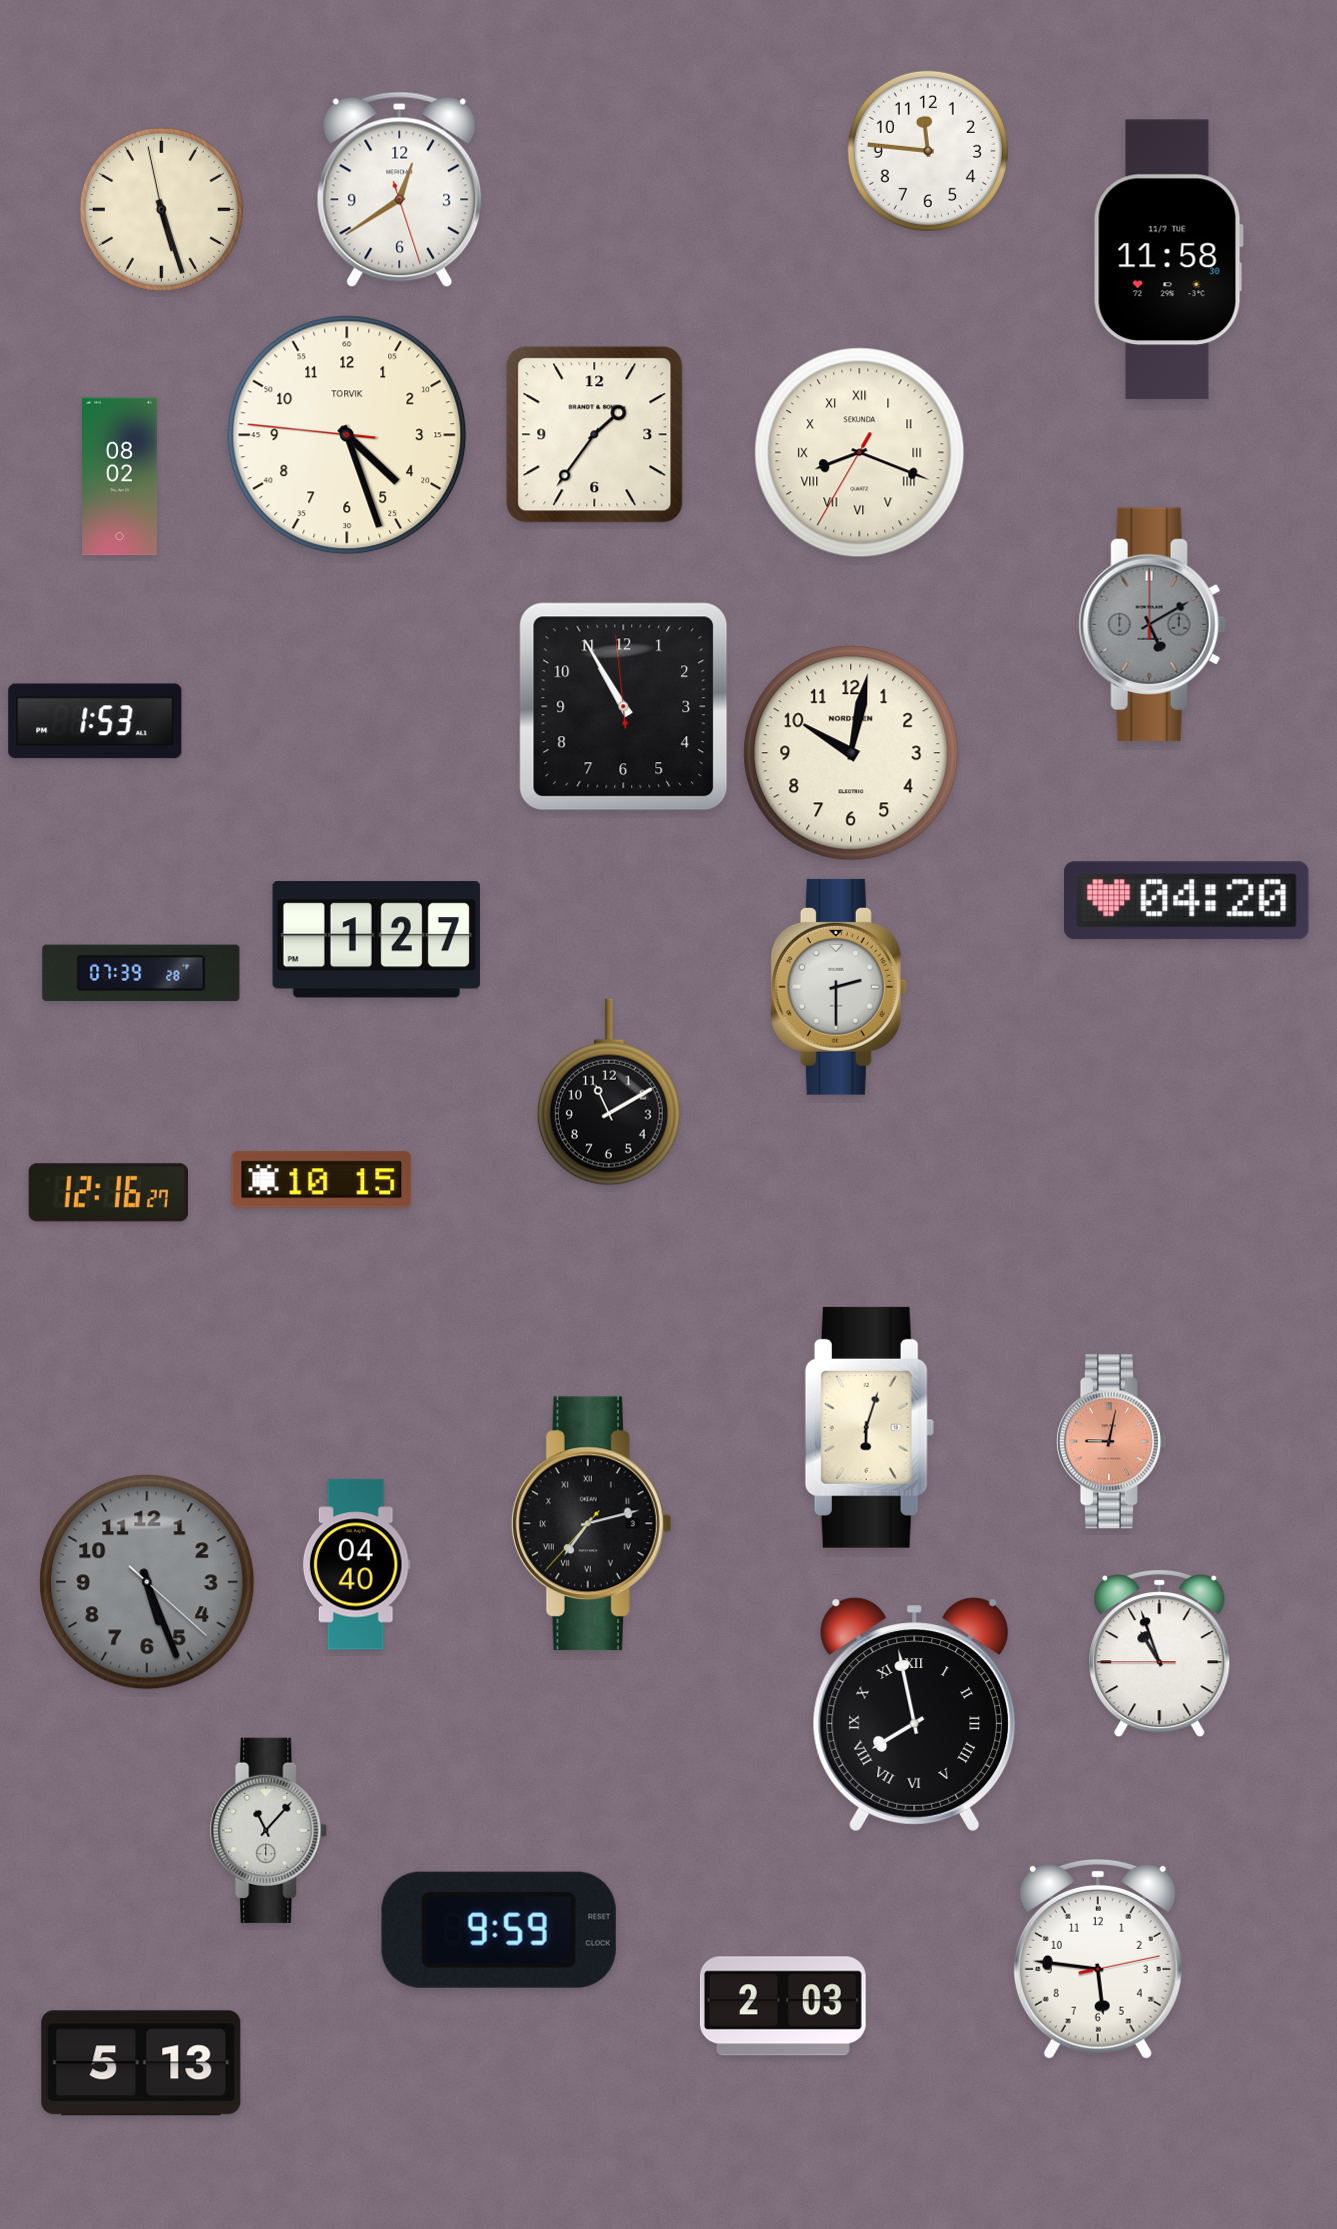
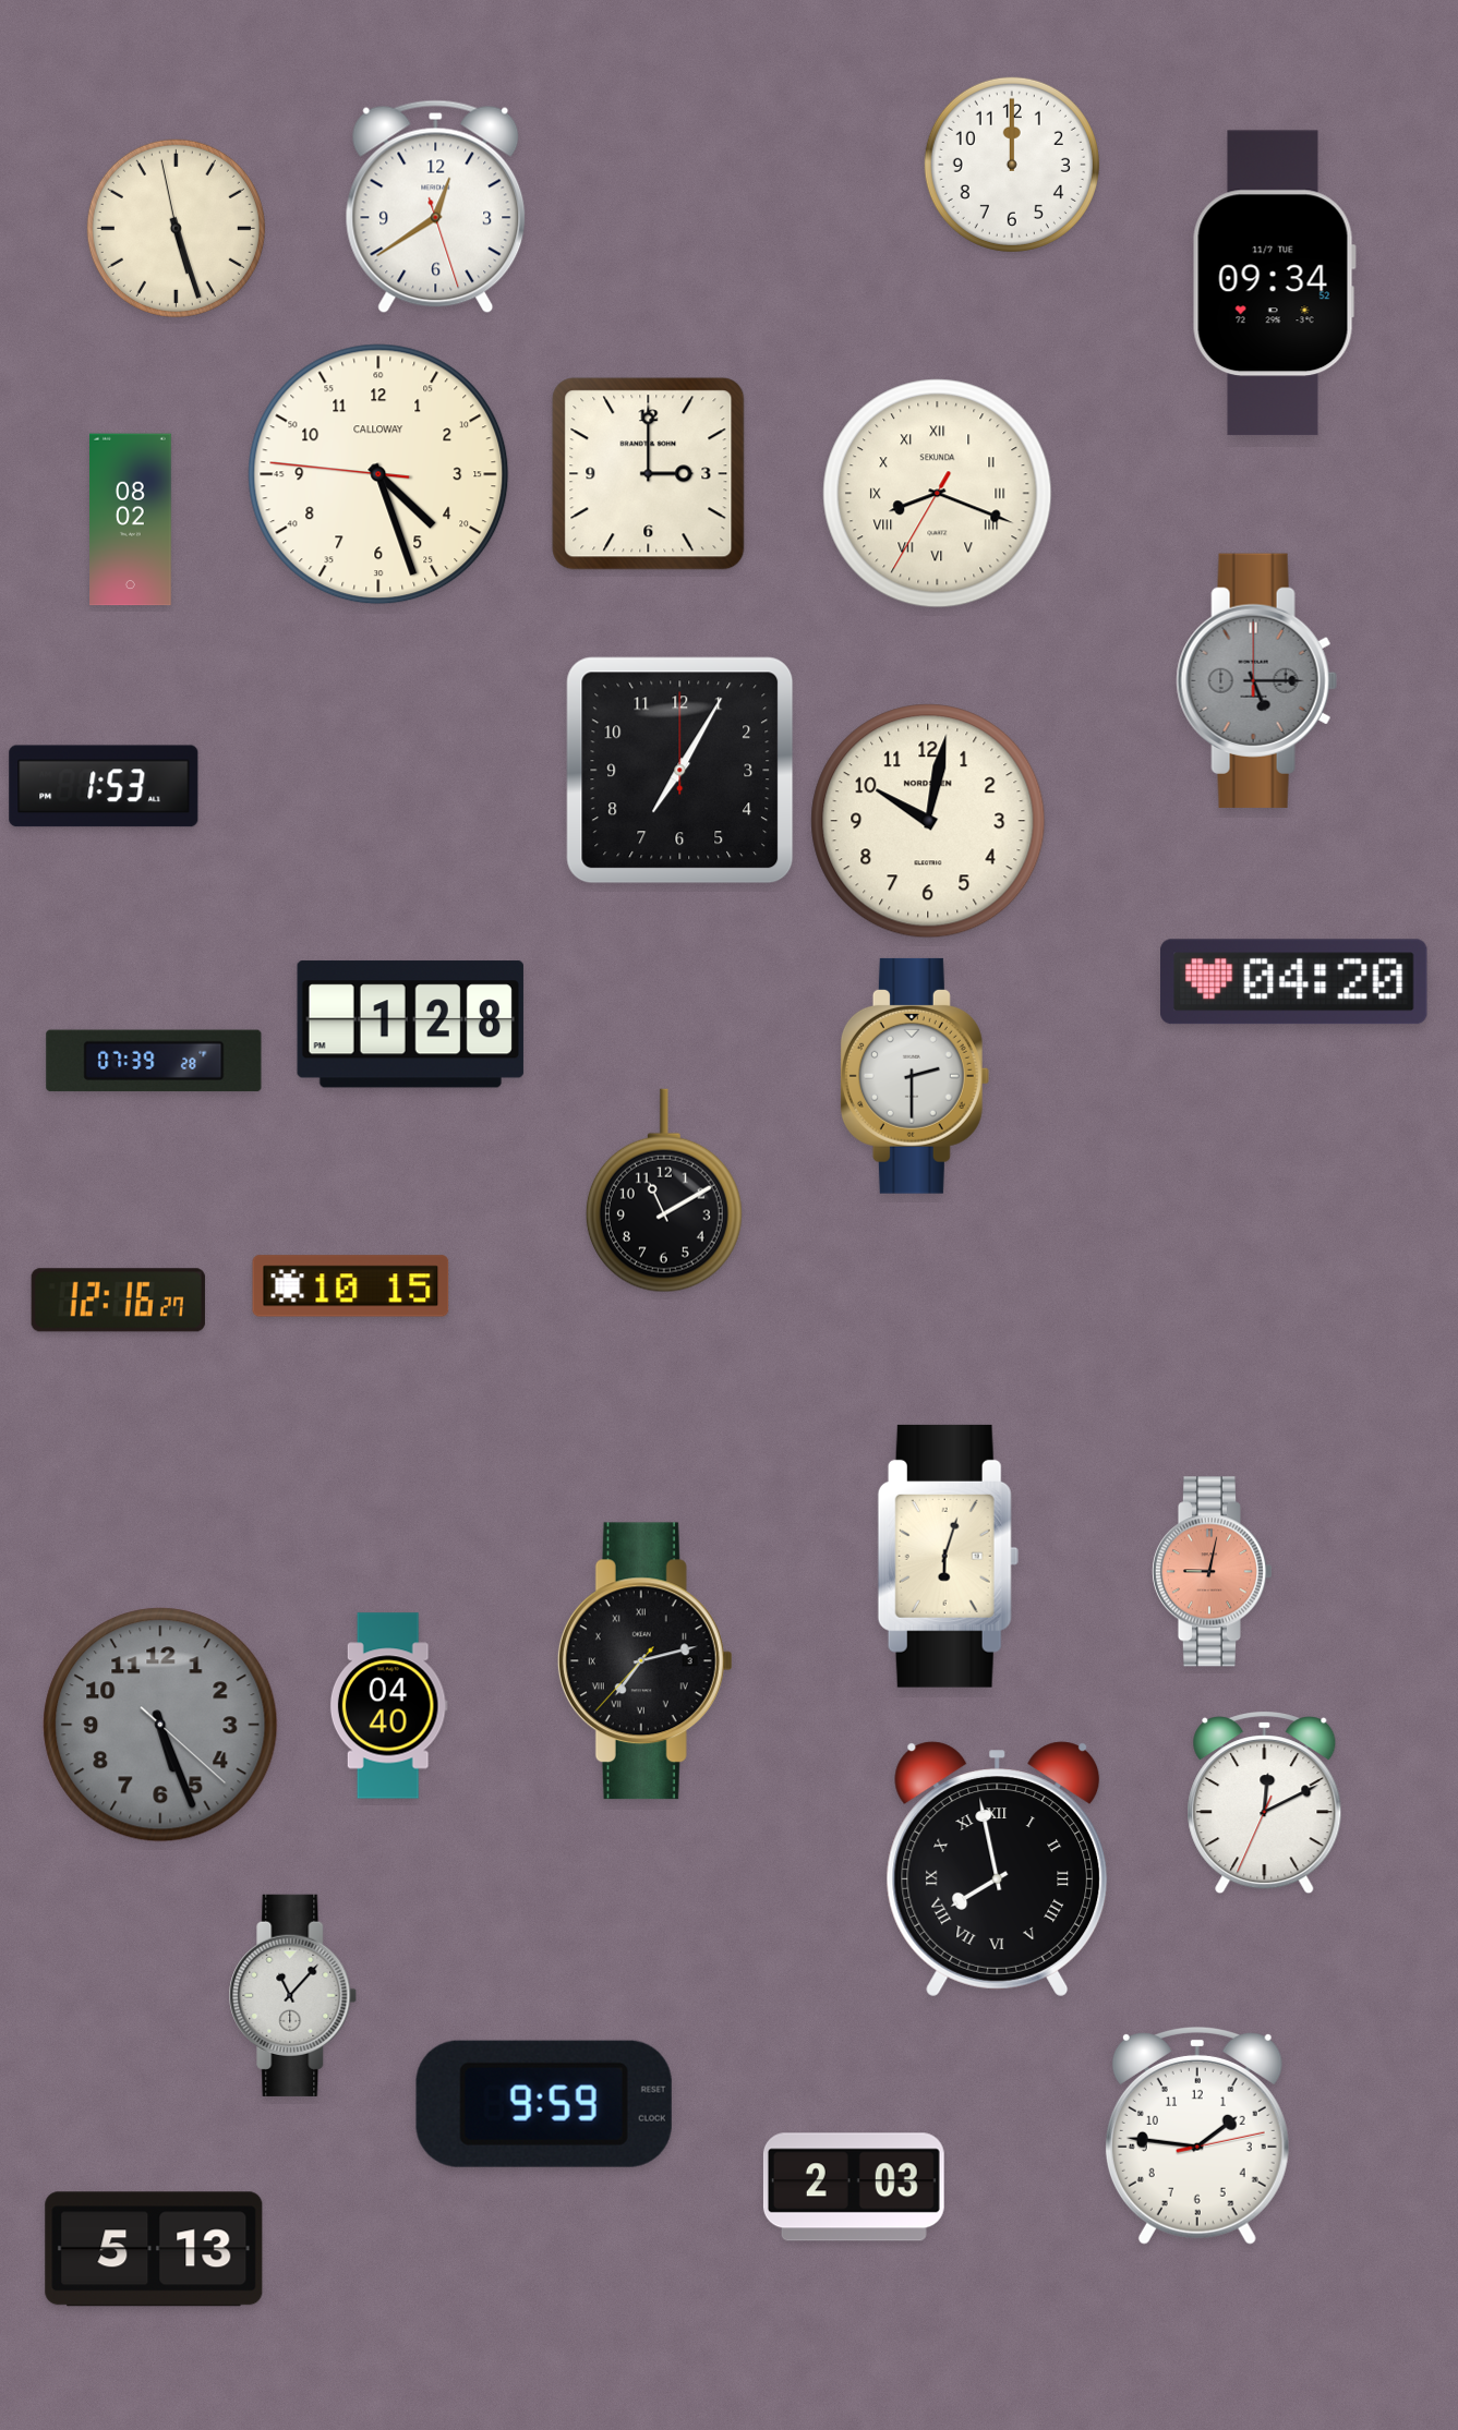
clock at (928, 151): 11:46 -> 12:00
clock at (1168, 260): 11:58 -> 09:34
clock at (347, 435) brand: TORVIK -> CALLOWAY
clock at (595, 435): 1:36 -> 3:00
clock at (1152, 624): 5:10 -> 5:15
clock at (624, 707): 10:54 -> 7:05
clock at (376, 940): 1:27 -> 1:28
clock at (1160, 1654): 10:56 -> 12:10
clock at (1098, 1959): 5:46 -> 1:46
